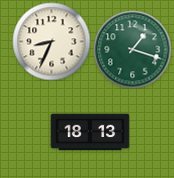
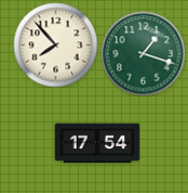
clock at (51, 41): 8:34 -> 7:53
clock at (90, 132): 18:13 -> 17:54
